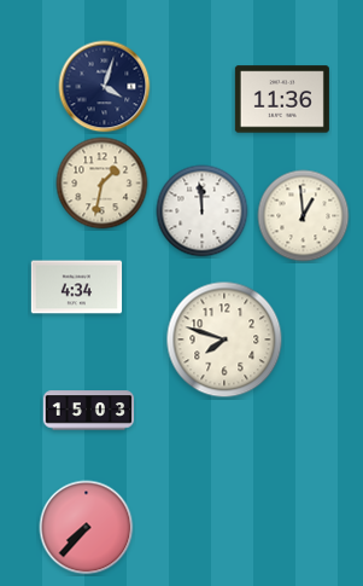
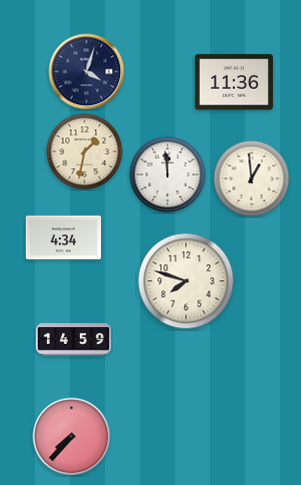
clock at (89, 411): 15:03 -> 14:59
